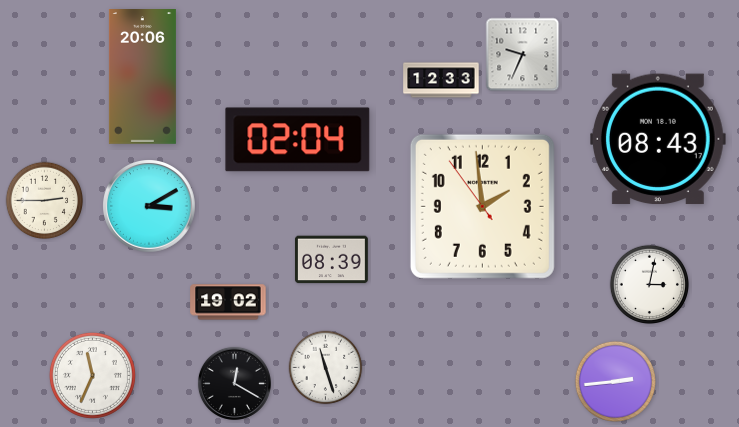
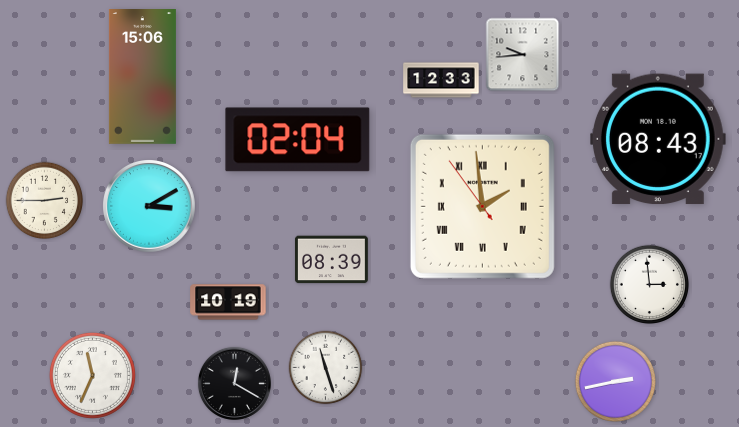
clock at (523, 55): 9:34 -> 9:44
clock at (142, 77): 20:06 -> 15:06
clock at (482, 206) numerals: Arabic -> Roman
clock at (649, 284): 3:02 -> 2:59
clock at (228, 302): 19:02 -> 10:19
clock at (615, 381): 2:44 -> 2:43
